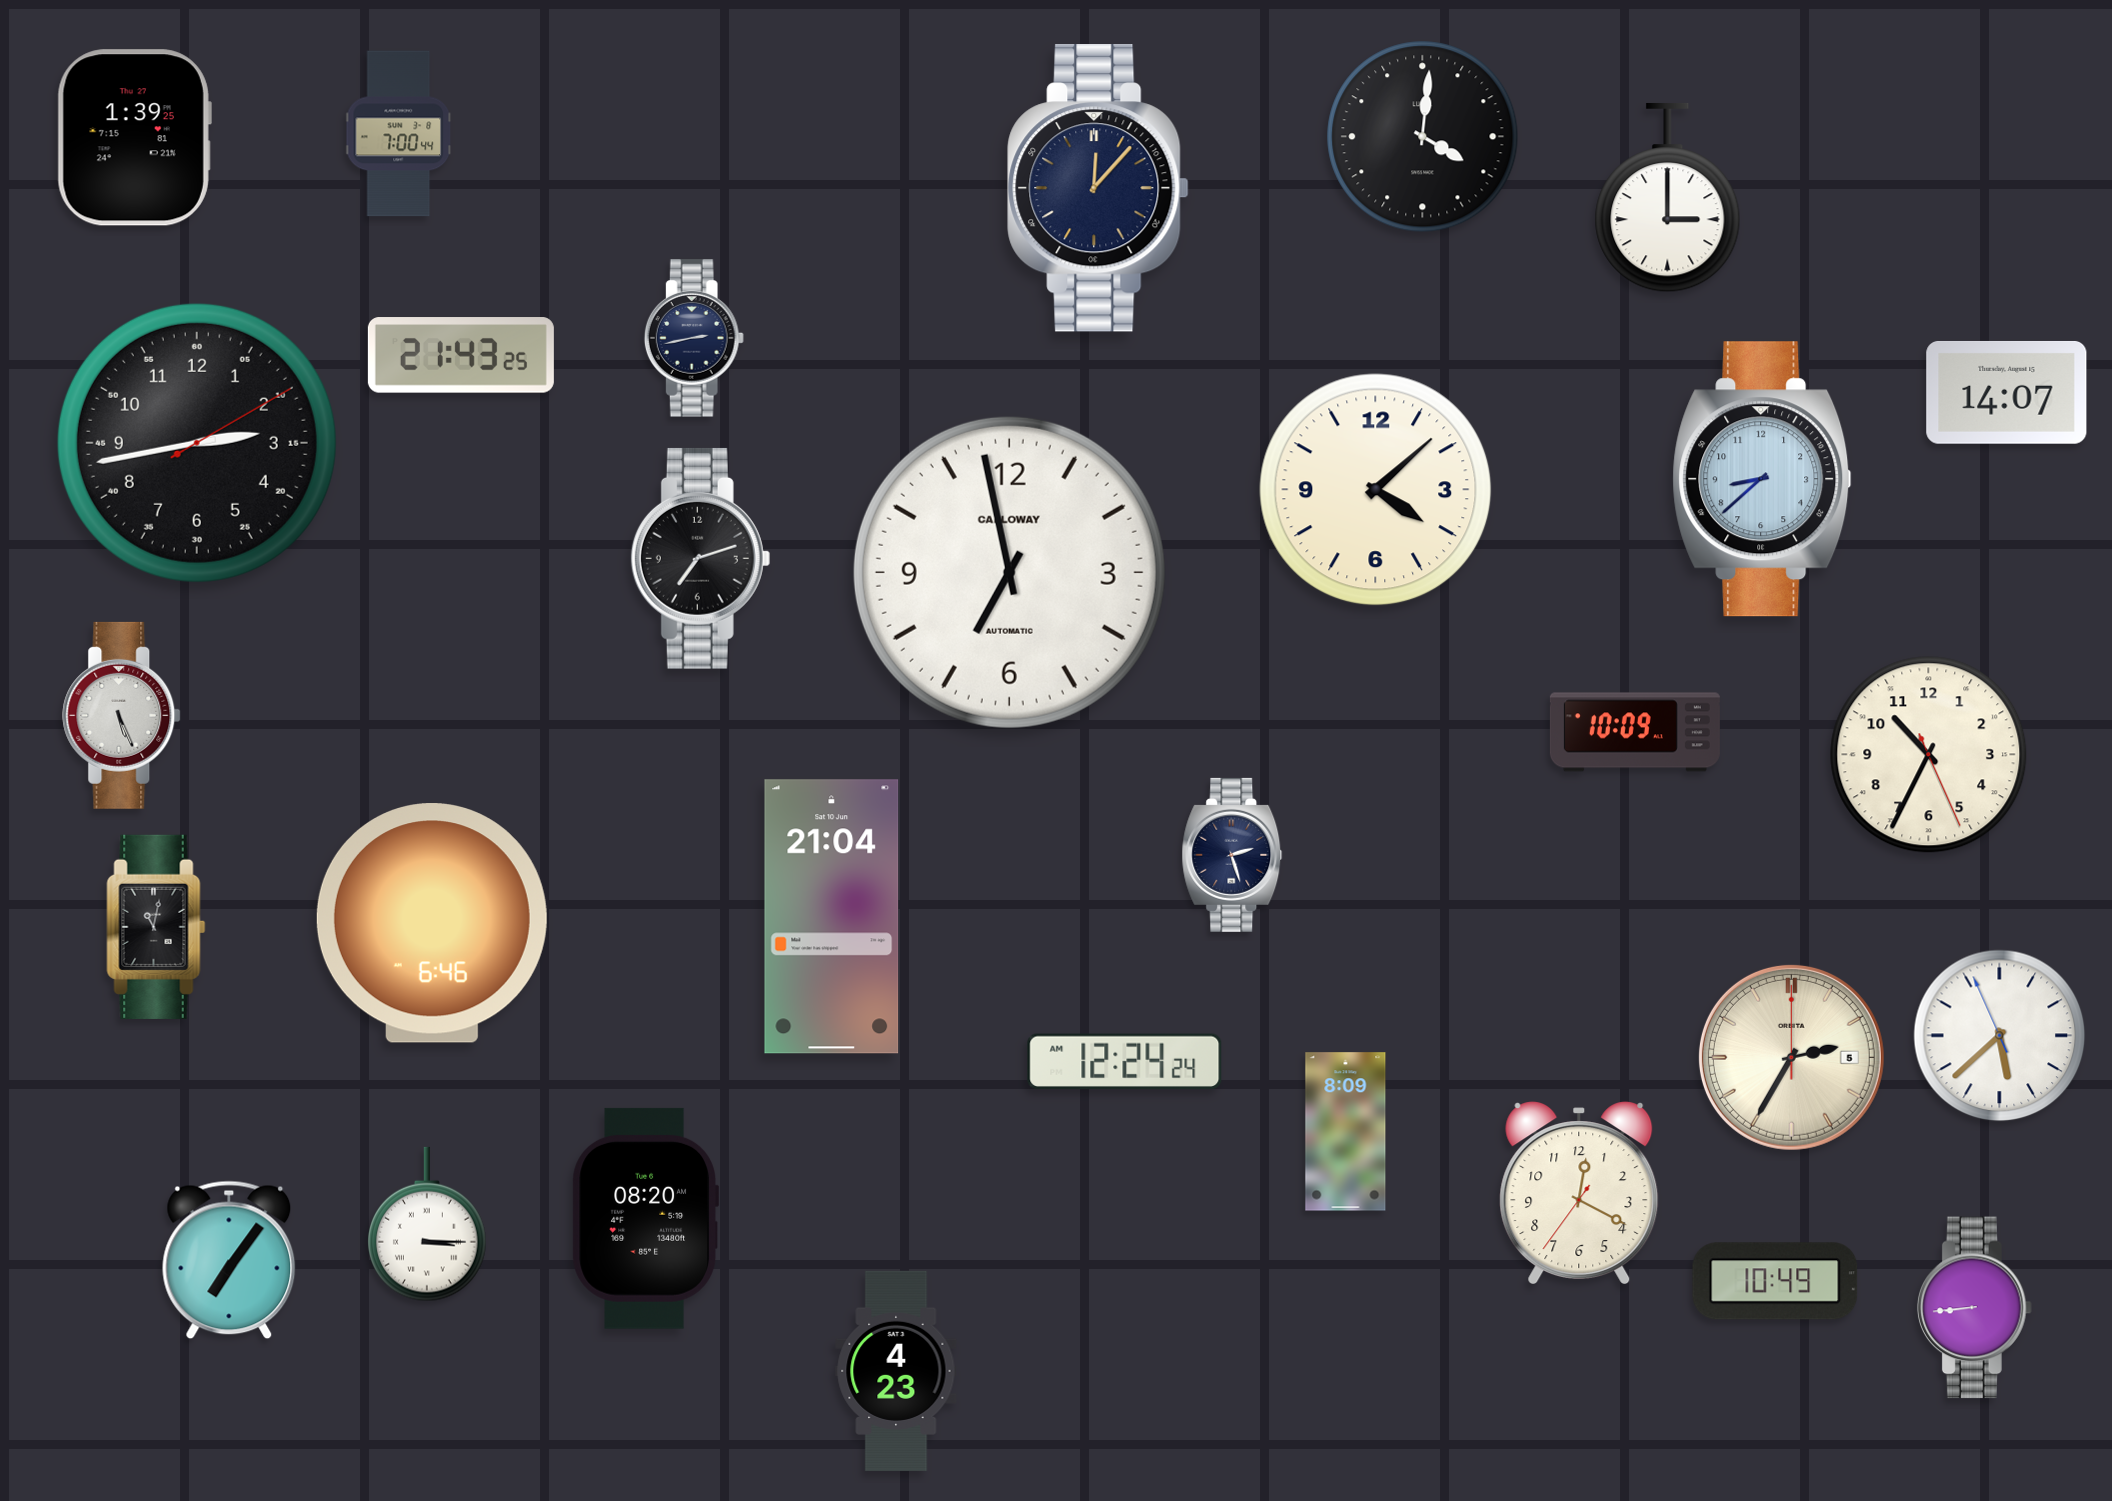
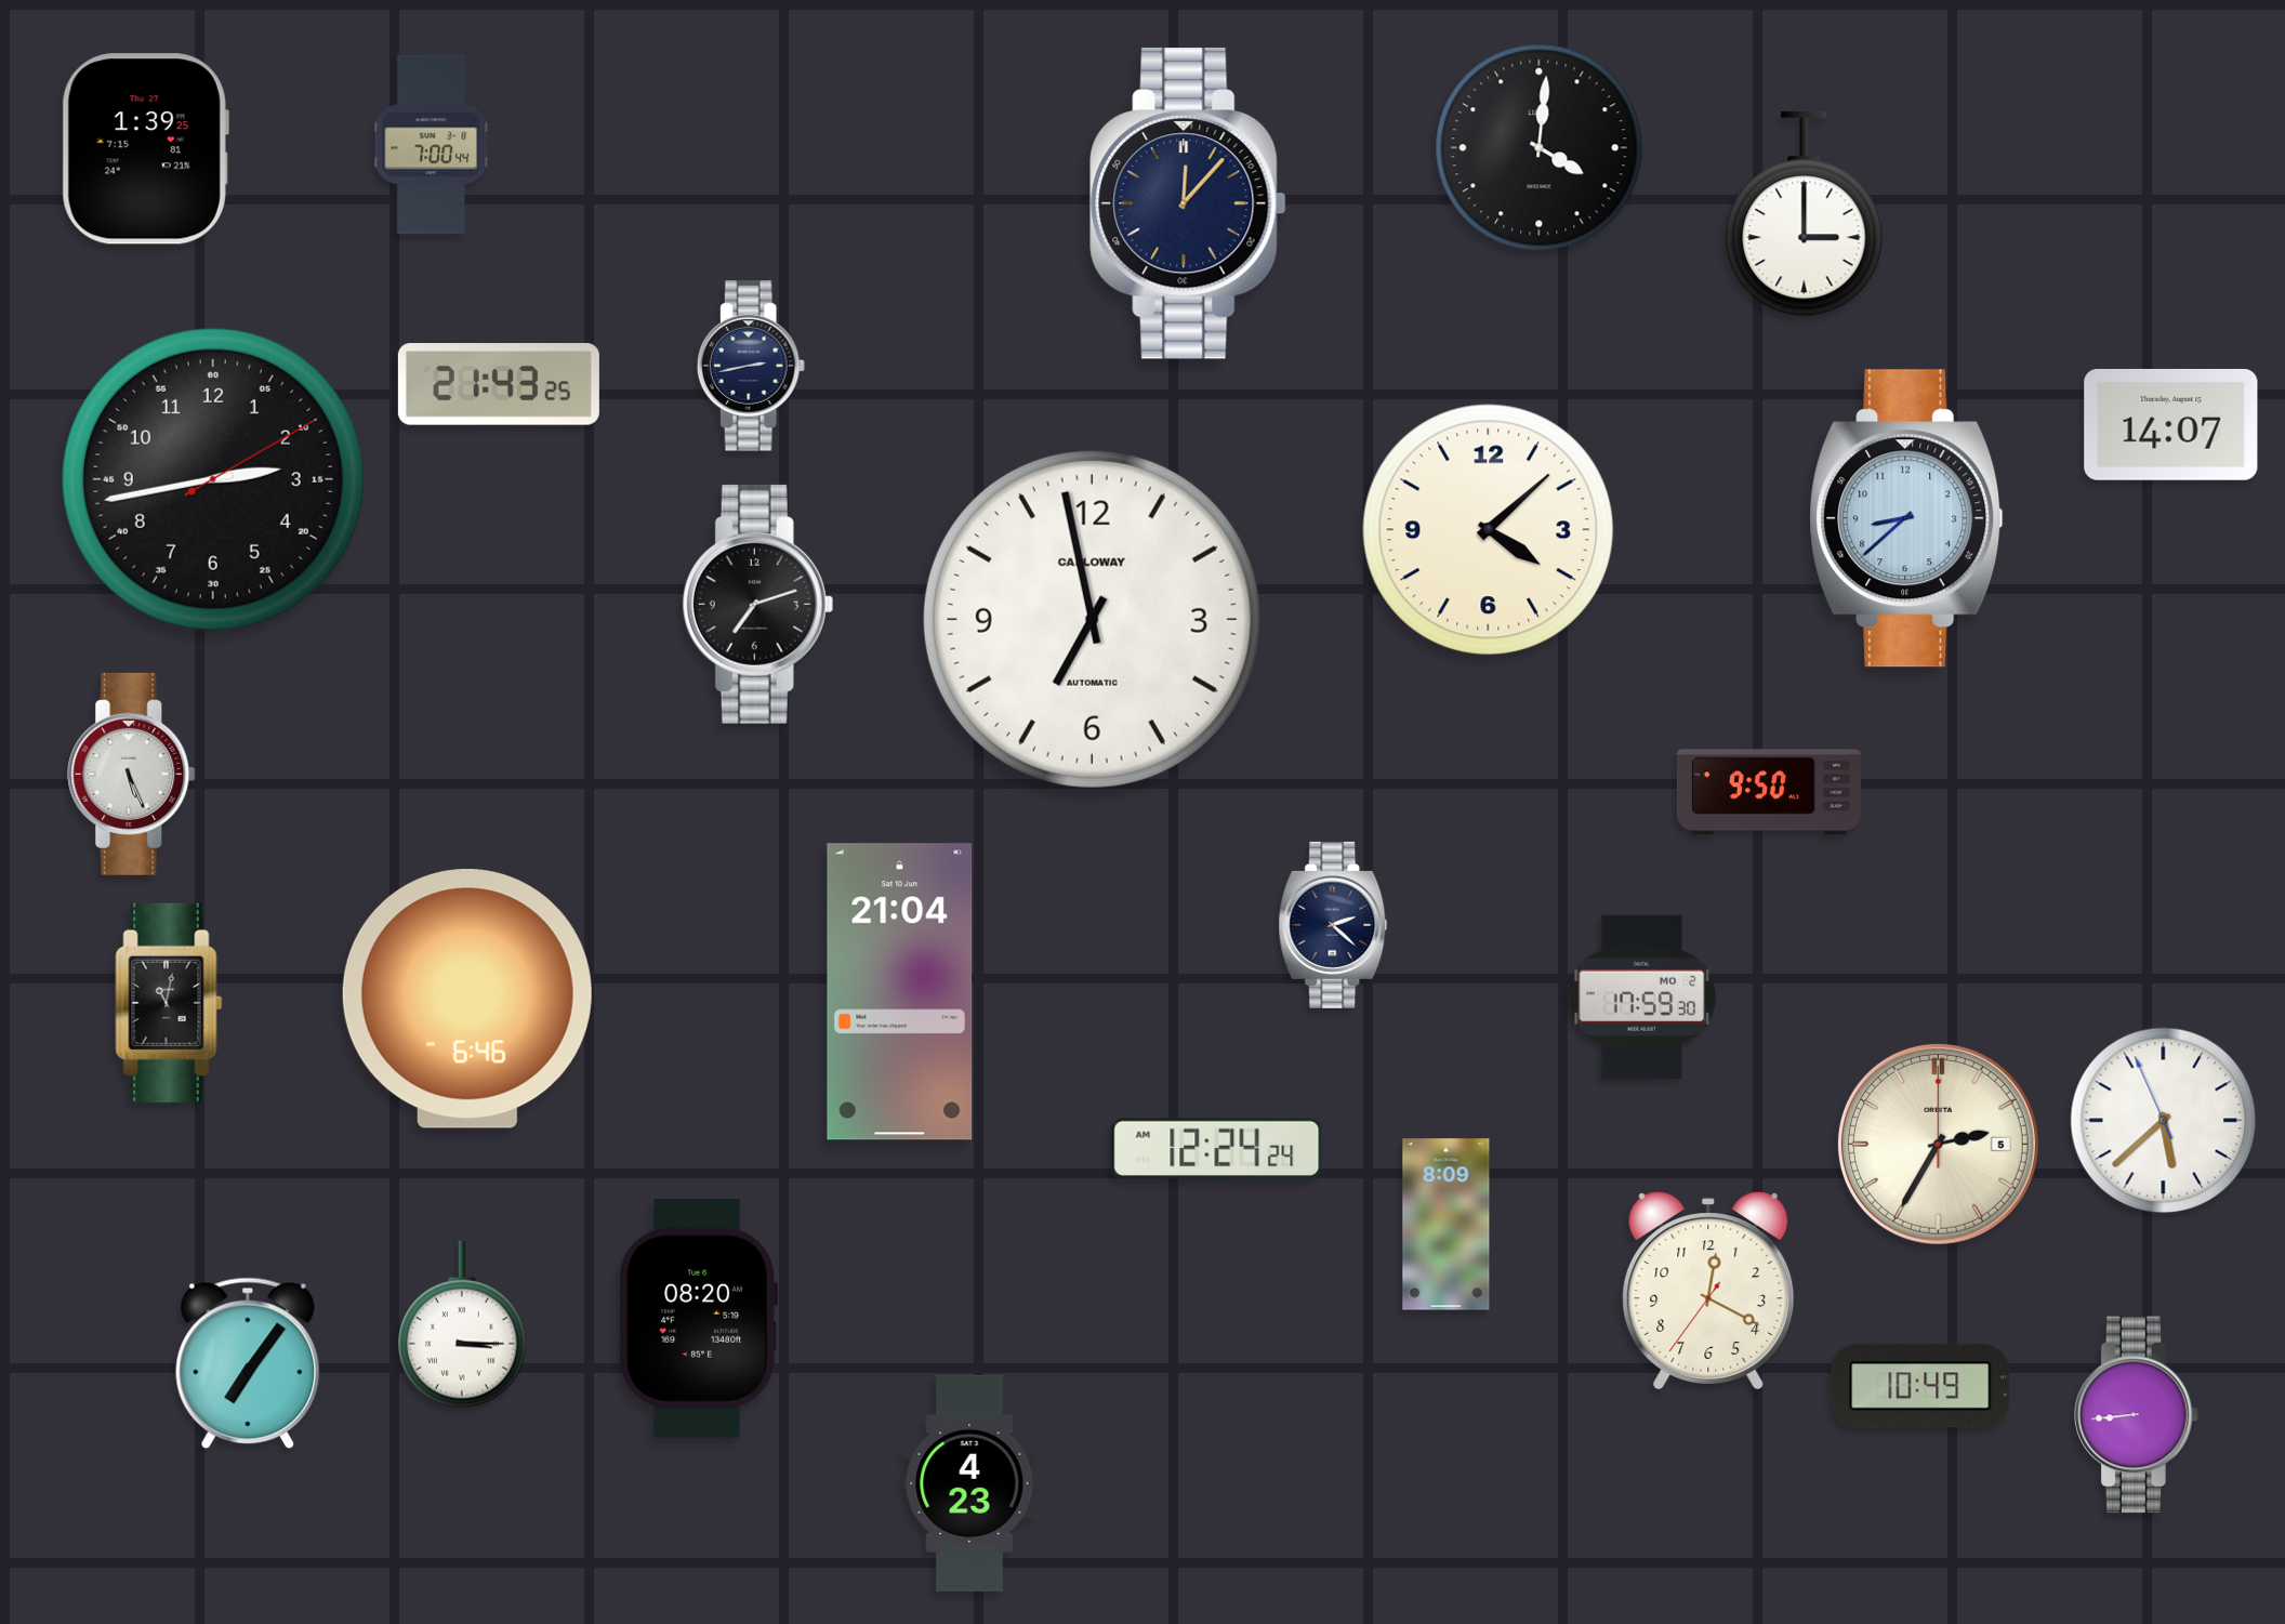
clock at (1635, 732): 10:09 -> 9:50
clock at (1929, 755): 10:34 -> none
clock at (1232, 855): 2:27 -> 2:22
clock at (1642, 996): none -> 17:59
clock at (1346, 1132) position: (1346, 1132) -> (1447, 1225)
